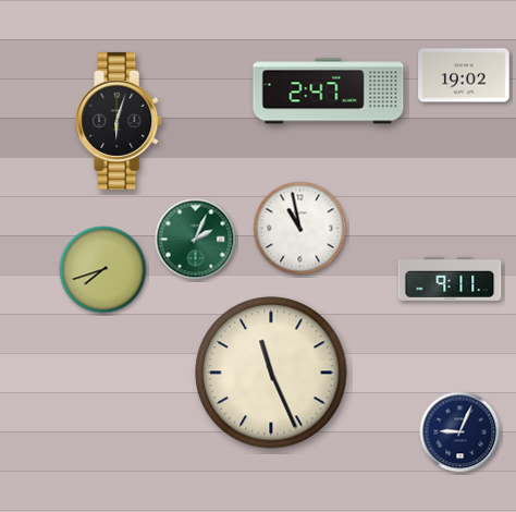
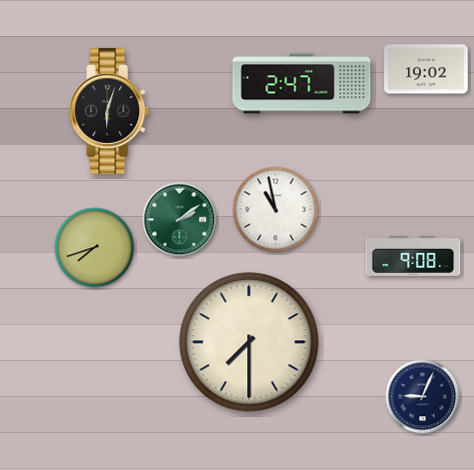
clock at (196, 240): 2:04 -> 2:09
clock at (450, 279): 9:11 -> 9:08
clock at (271, 373): 11:26 -> 7:30
